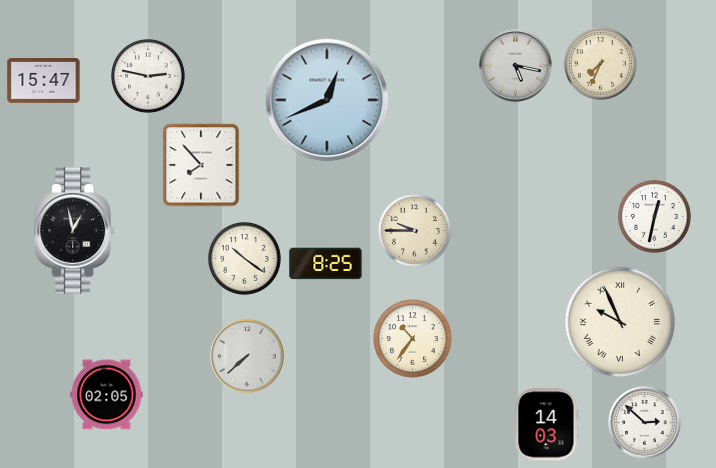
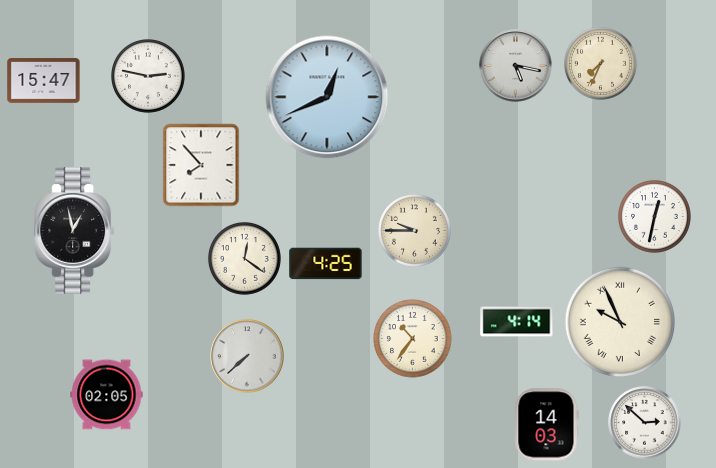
clock at (327, 100) position: (327, 100) -> (327, 97)
clock at (244, 258): 10:21 -> 12:21
clock at (326, 264): 8:25 -> 4:25
clock at (517, 322): none -> 4:14
